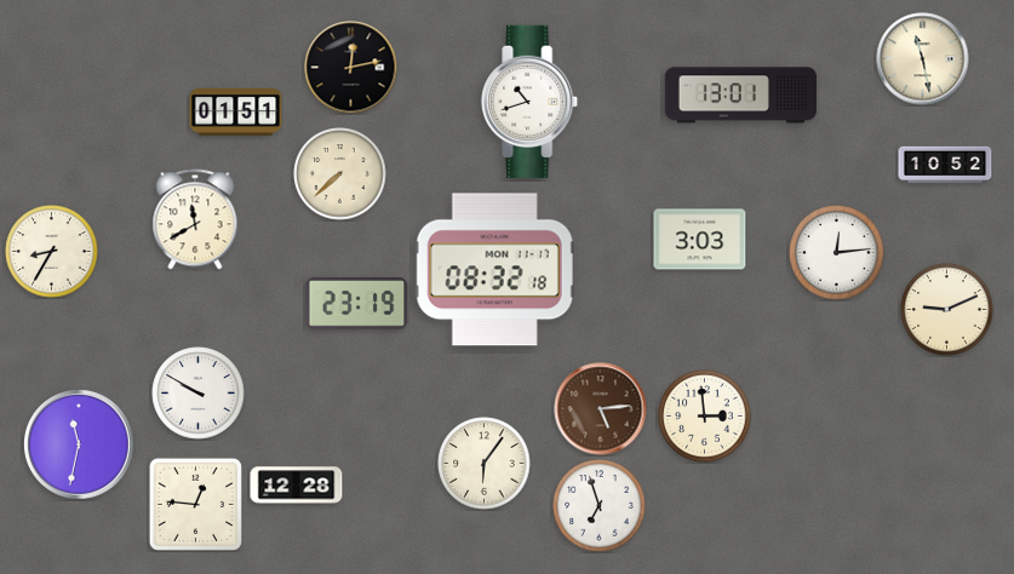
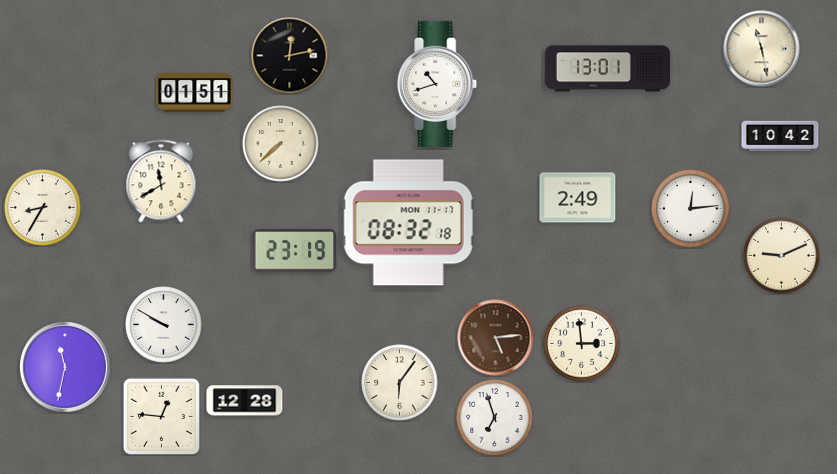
clock at (741, 96) position: (741, 96) -> (608, 69)
clock at (945, 165): 10:52 -> 10:42
clock at (700, 240): 3:03 -> 2:49
